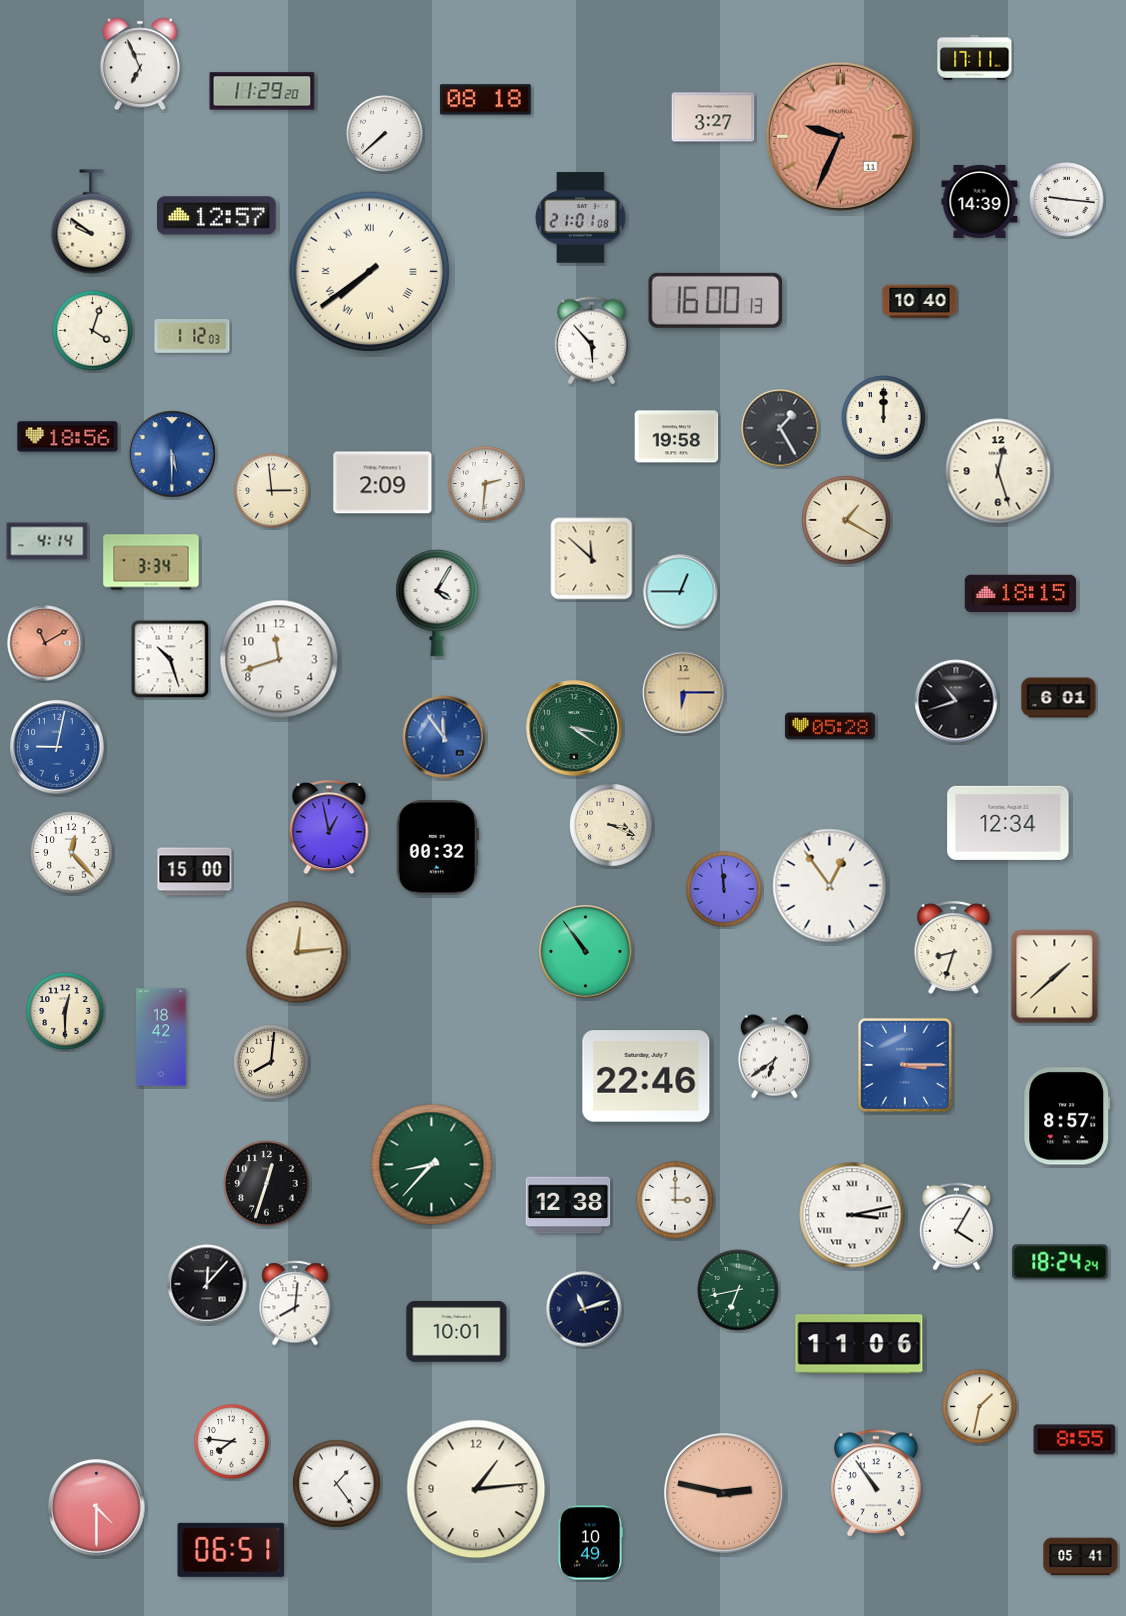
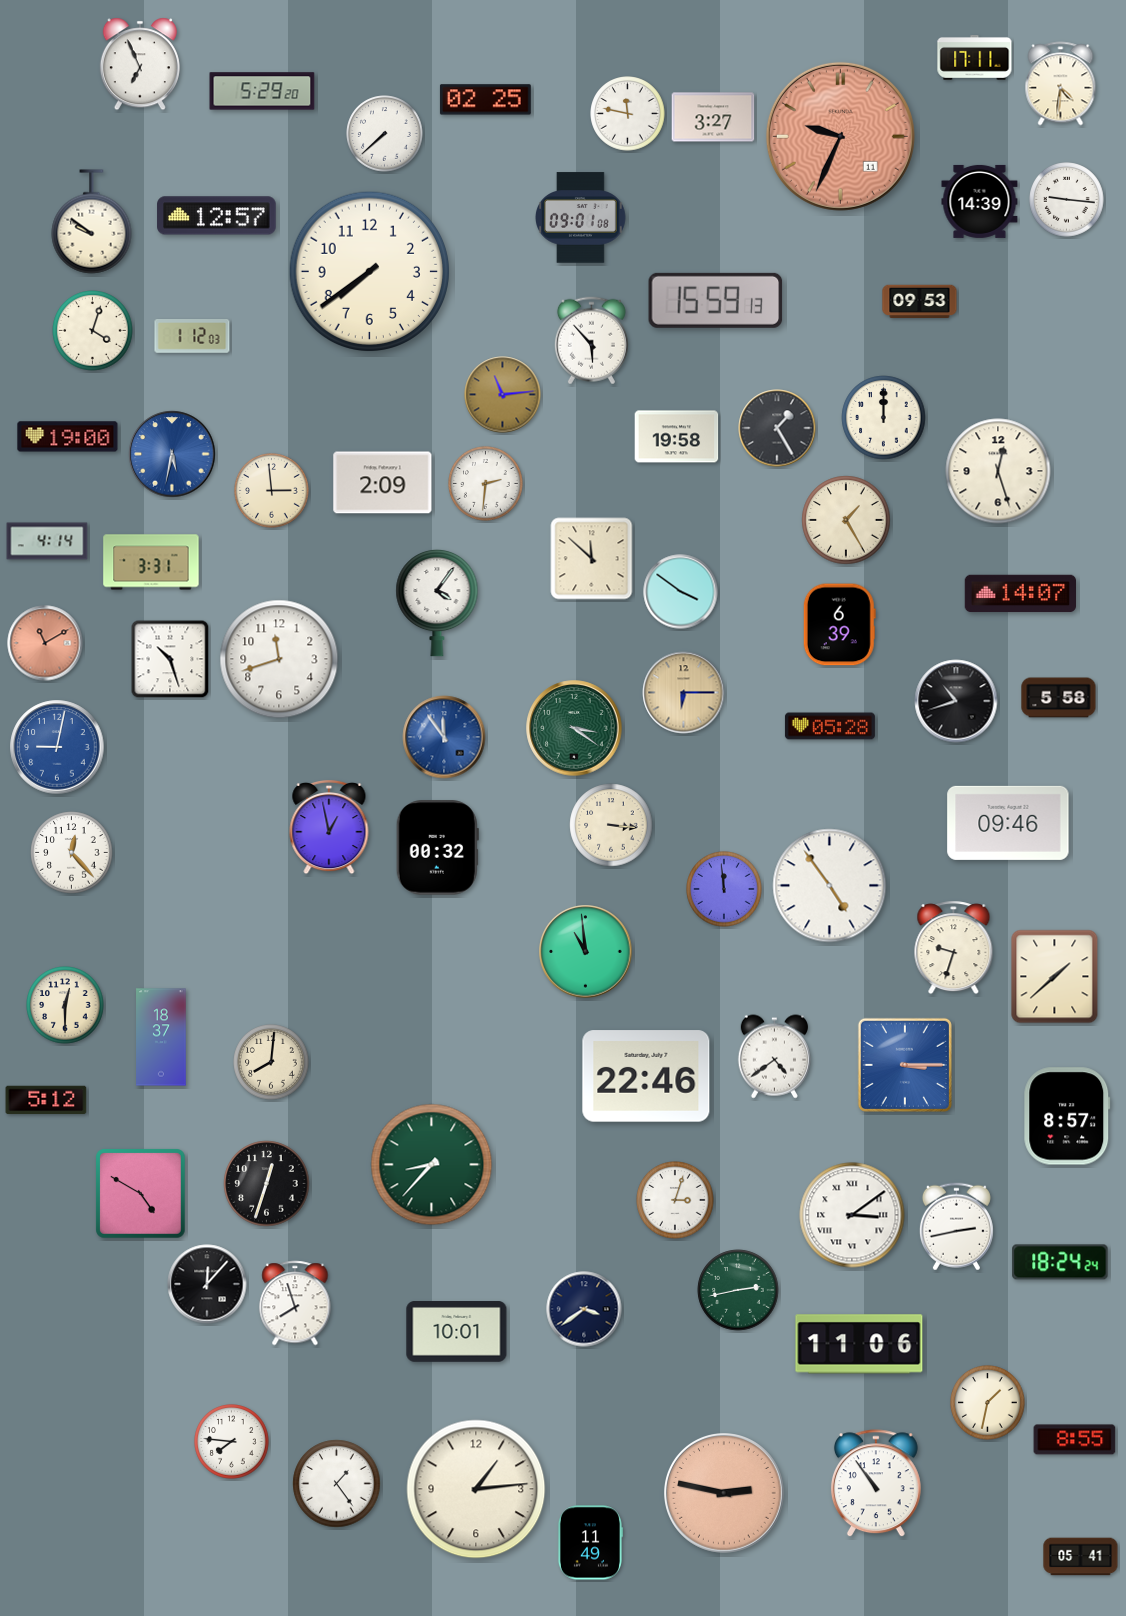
clock at (1061, 84): none -> 4:31
clock at (262, 91): 11:29 -> 5:29
clock at (485, 100): 08:18 -> 02:25
clock at (628, 114): none -> 11:47
clock at (581, 218): 21:01 -> 09:01
clock at (370, 272) numerals: Roman -> Arabic
clock at (716, 300): 16:00 -> 15:59
clock at (920, 302): 10:40 -> 09:53
clock at (503, 395): none -> 11:14
clock at (780, 428) position: (780, 428) -> (777, 428)
clock at (68, 437): 18:56 -> 19:00
clock at (172, 454): 5:30 -> 5:32
clock at (846, 520): 1:20 -> 1:25
clock at (151, 562): 3:34 -> 3:31
clock at (681, 592): 12:45 -> 3:51
clock at (1020, 594): 18:15 -> 14:07
clock at (437, 603): 4:05 -> 4:06
clock at (839, 625): none -> 6:39
clock at (1059, 698): 6:01 -> 5:58
clock at (1008, 823): 12:34 -> 09:46
clock at (611, 825): 3:19 -> 3:16
clock at (195, 872): 15:00 -> none
clock at (830, 886): 12:54 -> 4:54
clock at (954, 948): 8:33 -> 9:33
clock at (297, 952): 12:14 -> none
clock at (586, 952): 10:54 -> 10:59
clock at (65, 1011) position: (65, 1011) -> (65, 1005)
clock at (161, 1037): 18:42 -> 18:37
clock at (774, 1057): 6:39 -> 4:39
clock at (46, 1100): none -> 5:12
clock at (141, 1194): none -> 4:50
clock at (675, 1200): 3:00 -> 3:03
clock at (568, 1205): 12:38 -> none
clock at (852, 1215): 3:13 -> 3:09
clock at (956, 1227): 4:05 -> 2:43
clock at (738, 1290): 6:43 -> 2:43
clock at (295, 1303): 8:01 -> 7:57
clock at (584, 1309): 11:12 -> 3:39
clock at (980, 1407) position: (980, 1407) -> (988, 1403)
clock at (97, 1508): 4:30 -> none
clock at (590, 1543): 10:49 -> 11:49
clock at (231, 1550): 06:51 -> none
